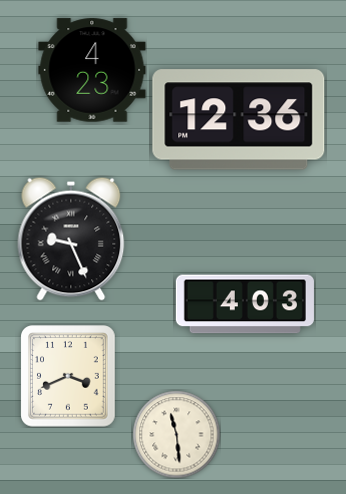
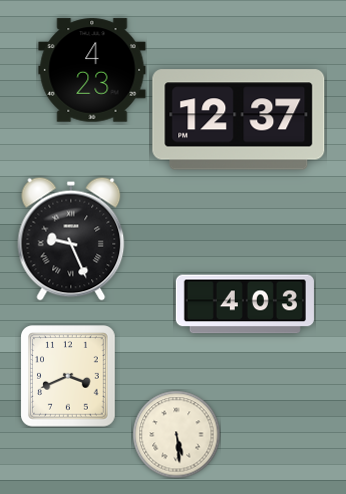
clock at (239, 120): 12:36 -> 12:37
clock at (176, 434): 11:29 -> 5:29
